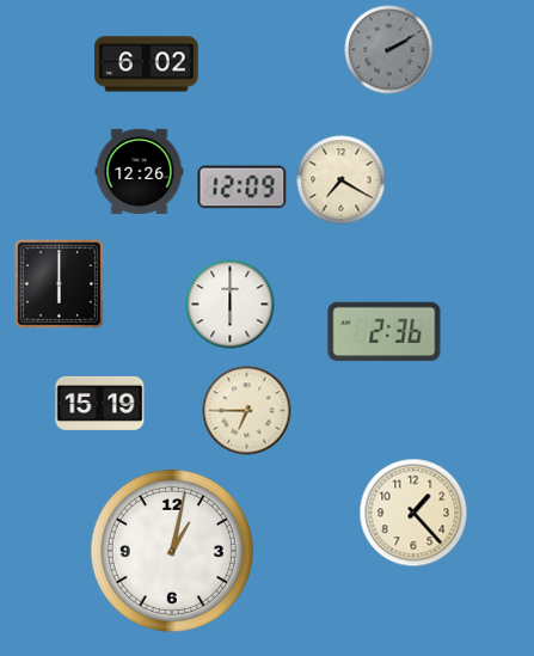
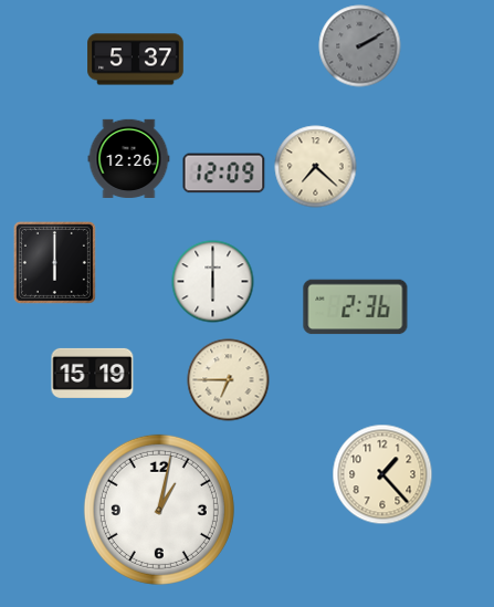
clock at (147, 65): 6:02 -> 5:37
clock at (342, 180): 7:20 -> 7:22
